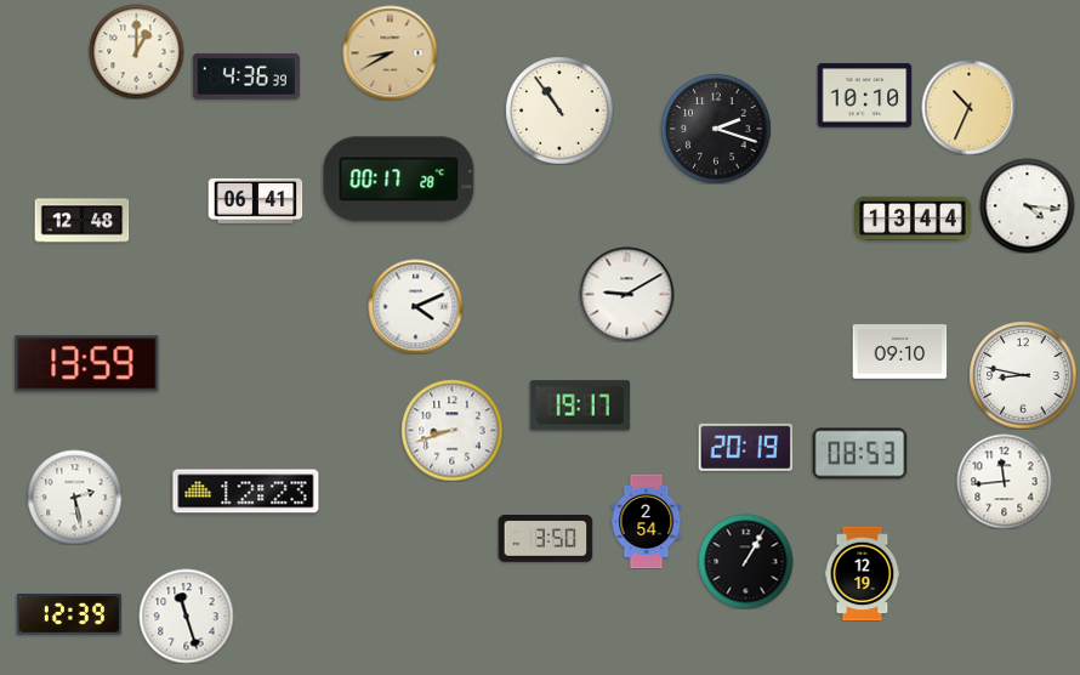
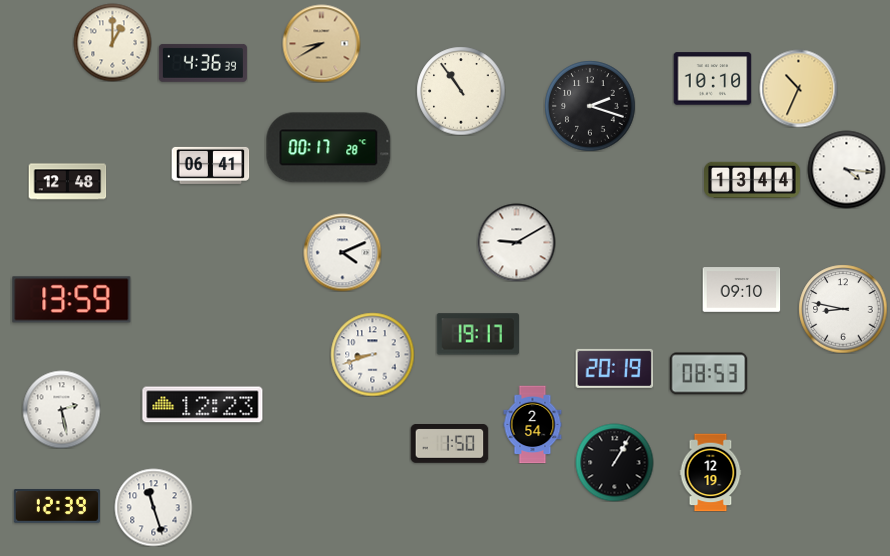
clock at (1004, 481): 11:44 -> none
clock at (647, 521) position: (647, 521) -> (533, 424)
clock at (545, 539): 3:50 -> 1:50
